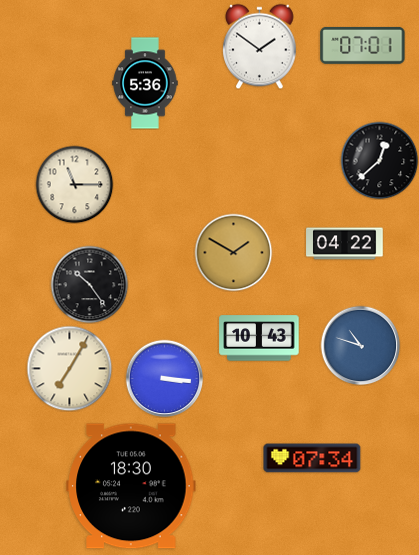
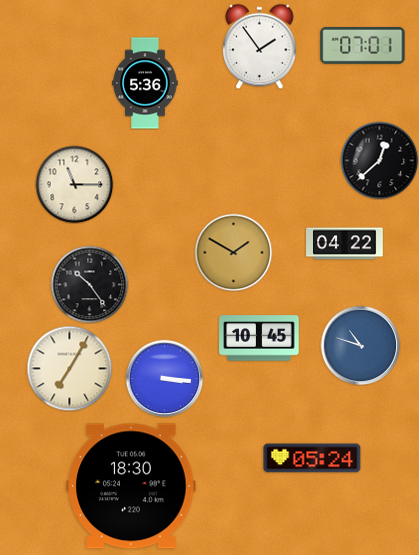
clock at (260, 46): 1:51 -> 1:54
clock at (259, 338): 10:43 -> 10:45
clock at (312, 458): 07:34 -> 05:24
